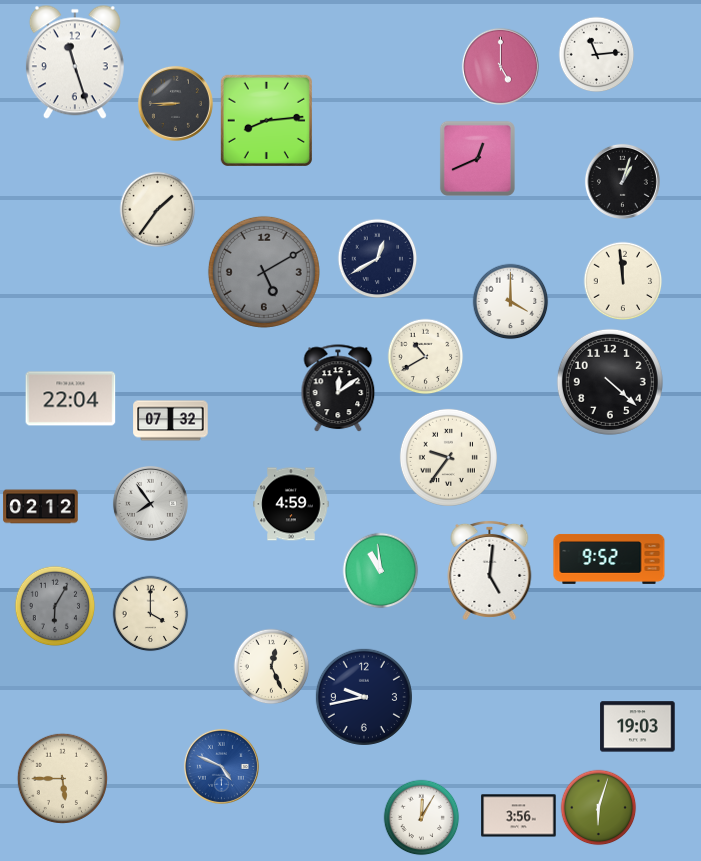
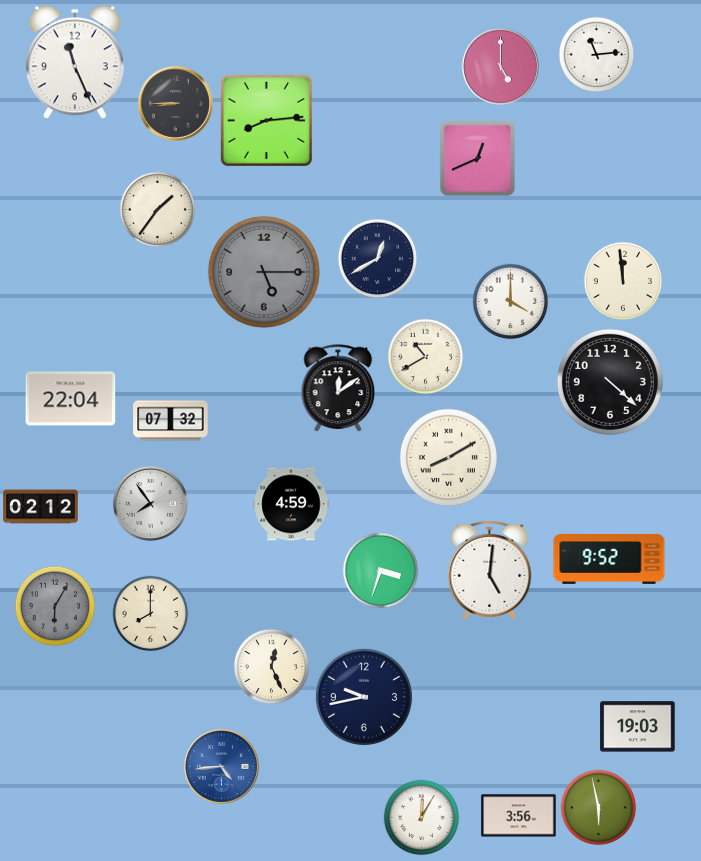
clock at (75, 62): 11:27 -> 11:26
clock at (622, 181): 1:03 -> none
clock at (264, 272): 5:10 -> 5:15
clock at (448, 457): 9:36 -> 8:10
clock at (381, 571): 10:59 -> 3:33
clock at (151, 614): 4:00 -> 8:00
clock at (221, 766): 4:49 -> 4:44
clock at (62, 778): 5:45 -> none
clock at (599, 808): 6:03 -> 5:58
